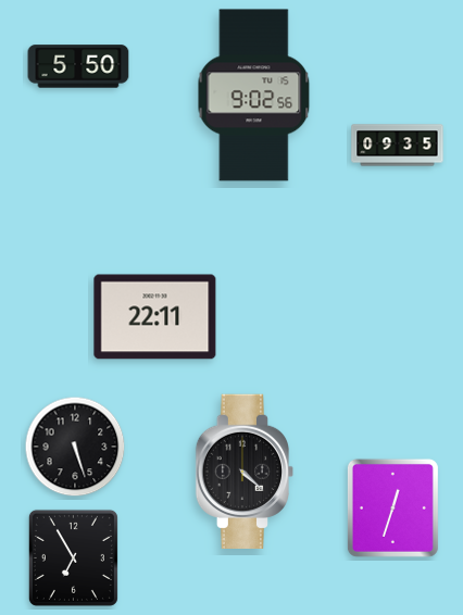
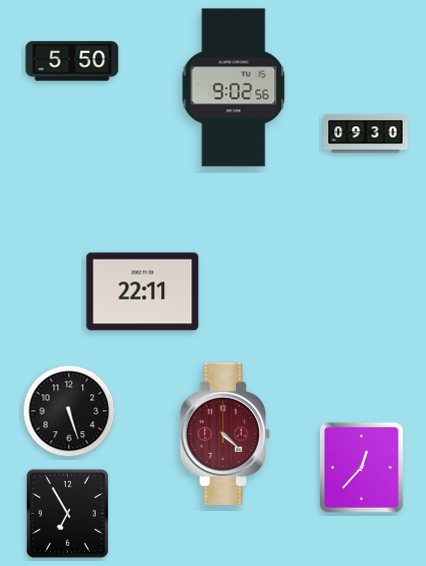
clock at (398, 146): 09:35 -> 09:30
clock at (245, 472) dial: black -> burgundy
clock at (392, 507): 12:33 -> 12:37
